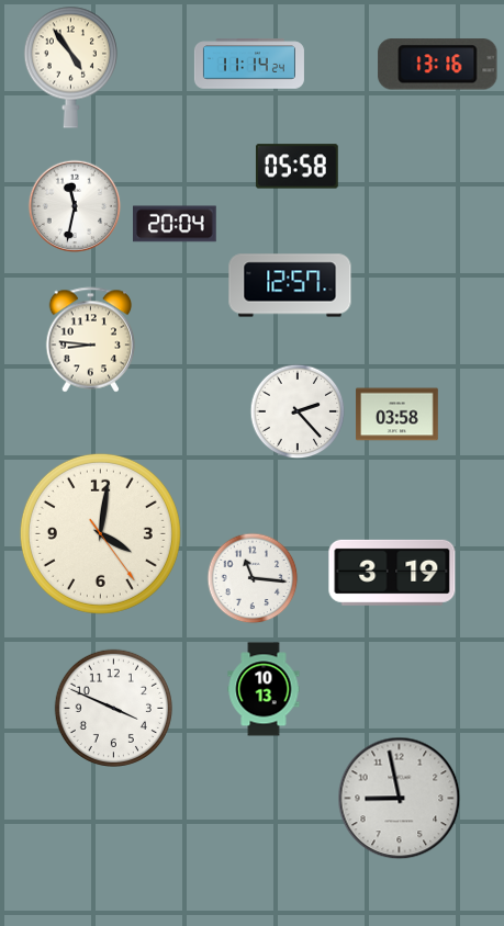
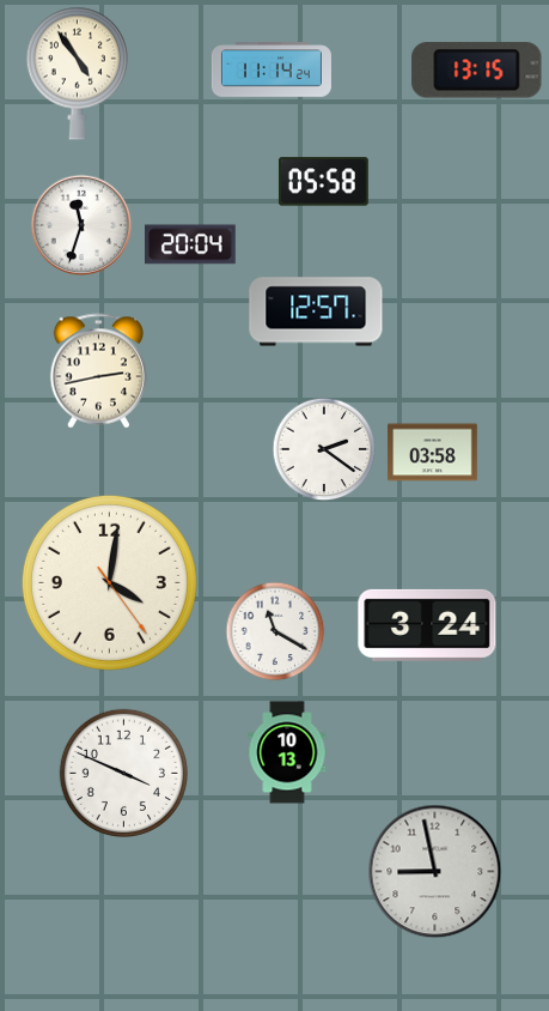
clock at (438, 65): 13:16 -> 13:15
clock at (75, 206): 11:32 -> 11:33
clock at (91, 340): 8:46 -> 2:43
clock at (298, 411): 2:23 -> 2:21
clock at (392, 573): 3:19 -> 3:24
clock at (253, 578): 11:16 -> 11:20
